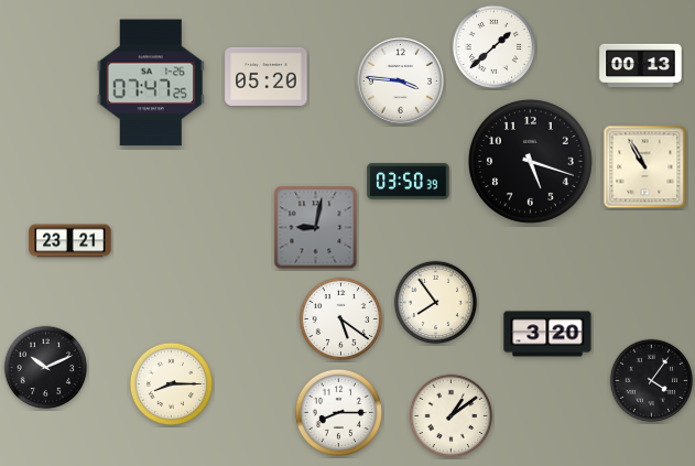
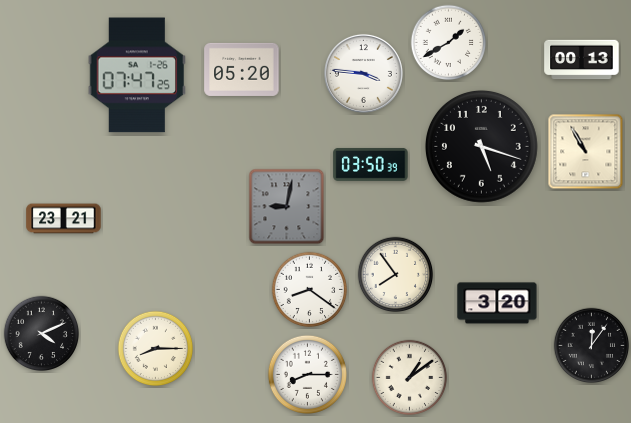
clock at (495, 47): 1:38 -> 1:40
clock at (341, 319): 5:21 -> 8:21
clock at (46, 368): 10:11 -> 4:11
clock at (652, 381): 4:06 -> 12:06
